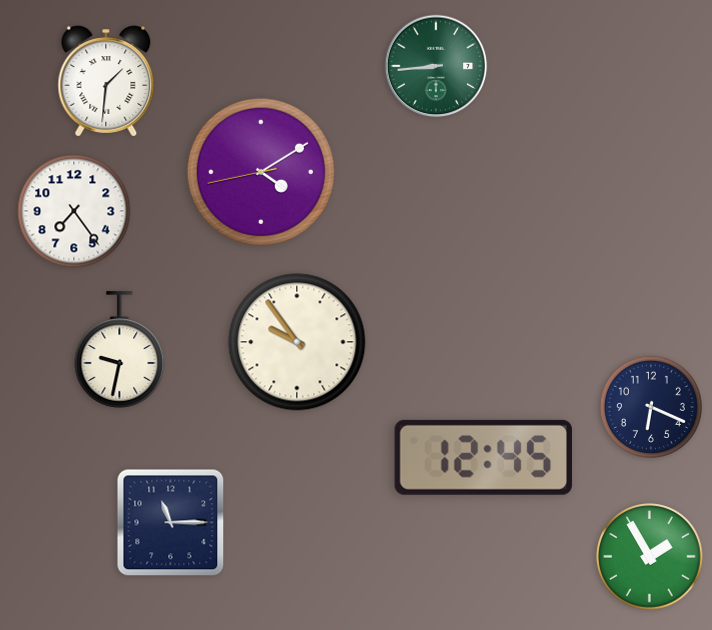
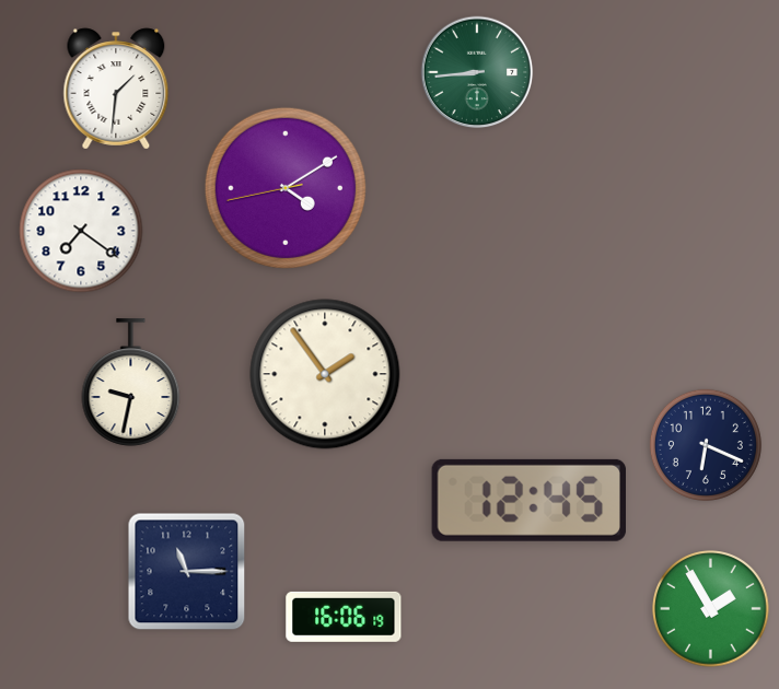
clock at (74, 211): 7:24 -> 7:21
clock at (297, 342): 9:54 -> 1:54
clock at (651, 407) position: (651, 407) -> (706, 445)
clock at (344, 617): none -> 16:06
